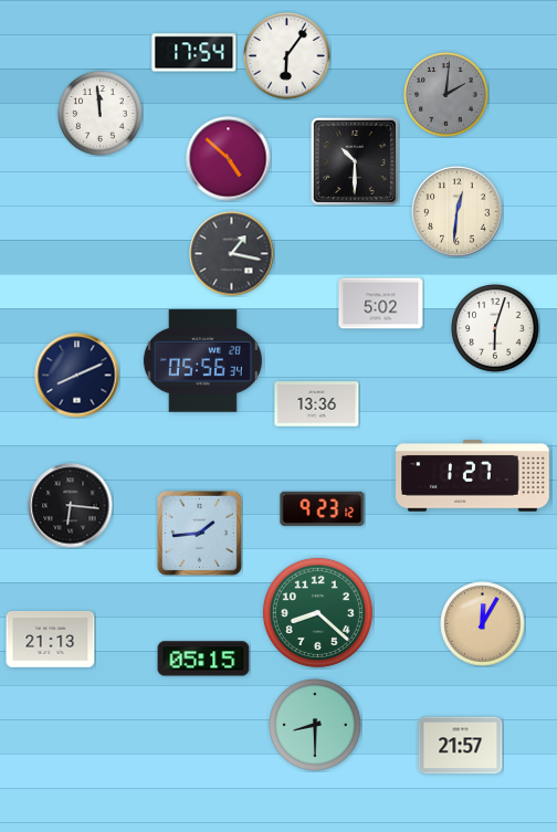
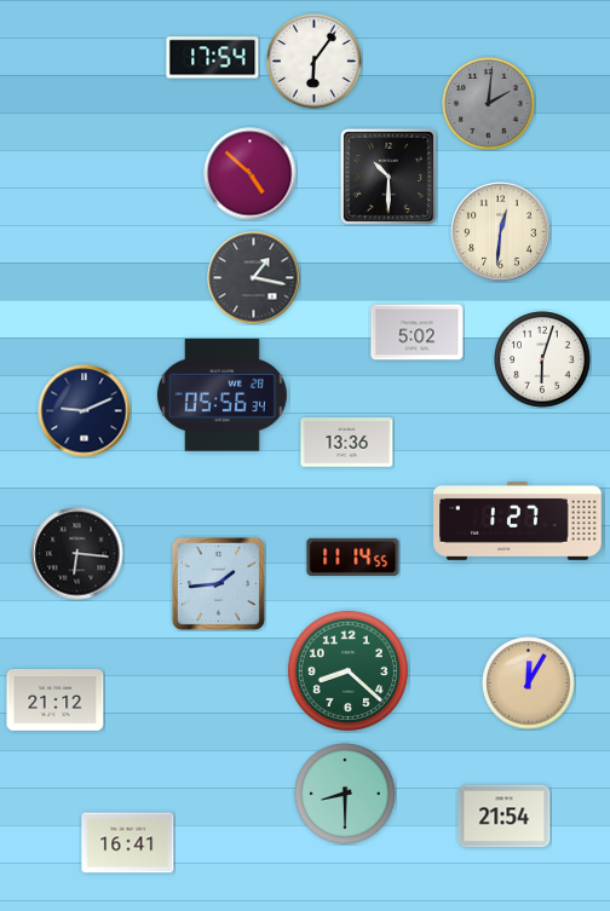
clock at (101, 114): 11:59 -> none
clock at (77, 376): 8:11 -> 9:11
clock at (323, 508): 9:23 -> 11:14
clock at (51, 640): 21:13 -> 21:12
clock at (203, 659): 05:15 -> none
clock at (461, 746): 21:57 -> 21:54
clock at (128, 843): none -> 16:41
